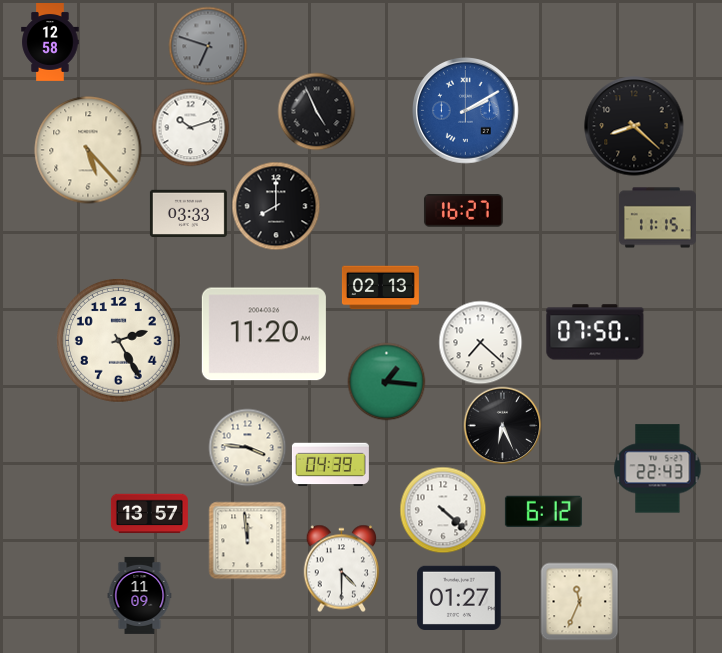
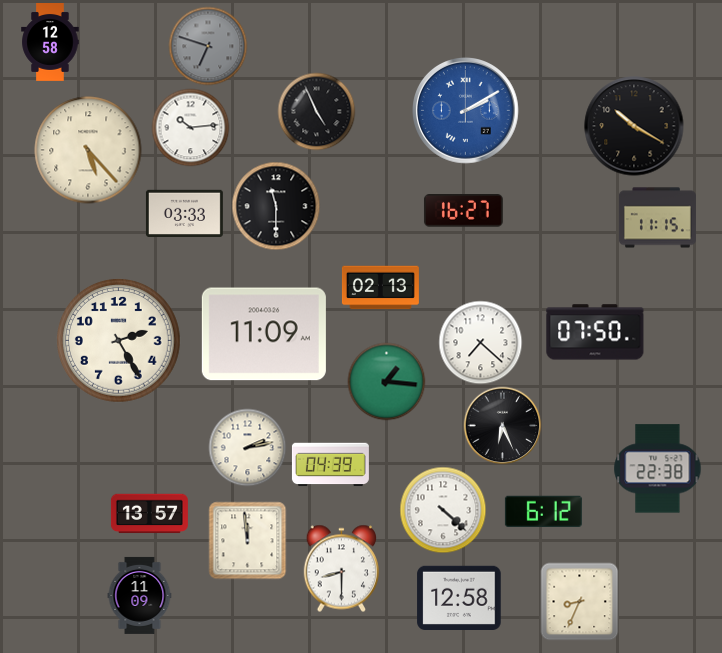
clock at (634, 126): 8:22 -> 10:20
clock at (190, 127): 10:12 -> 10:14
clock at (276, 206): 8:00 -> 11:30
clock at (188, 213) position: (188, 213) -> (184, 213)
clock at (264, 334): 11:20 -> 11:09
clock at (247, 447): 3:46 -> 2:13
clock at (658, 469): 22:43 -> 22:38
clock at (341, 568): 4:30 -> 8:30
clock at (459, 597): 01:27 -> 12:58
clock at (579, 601): 11:34 -> 8:34
